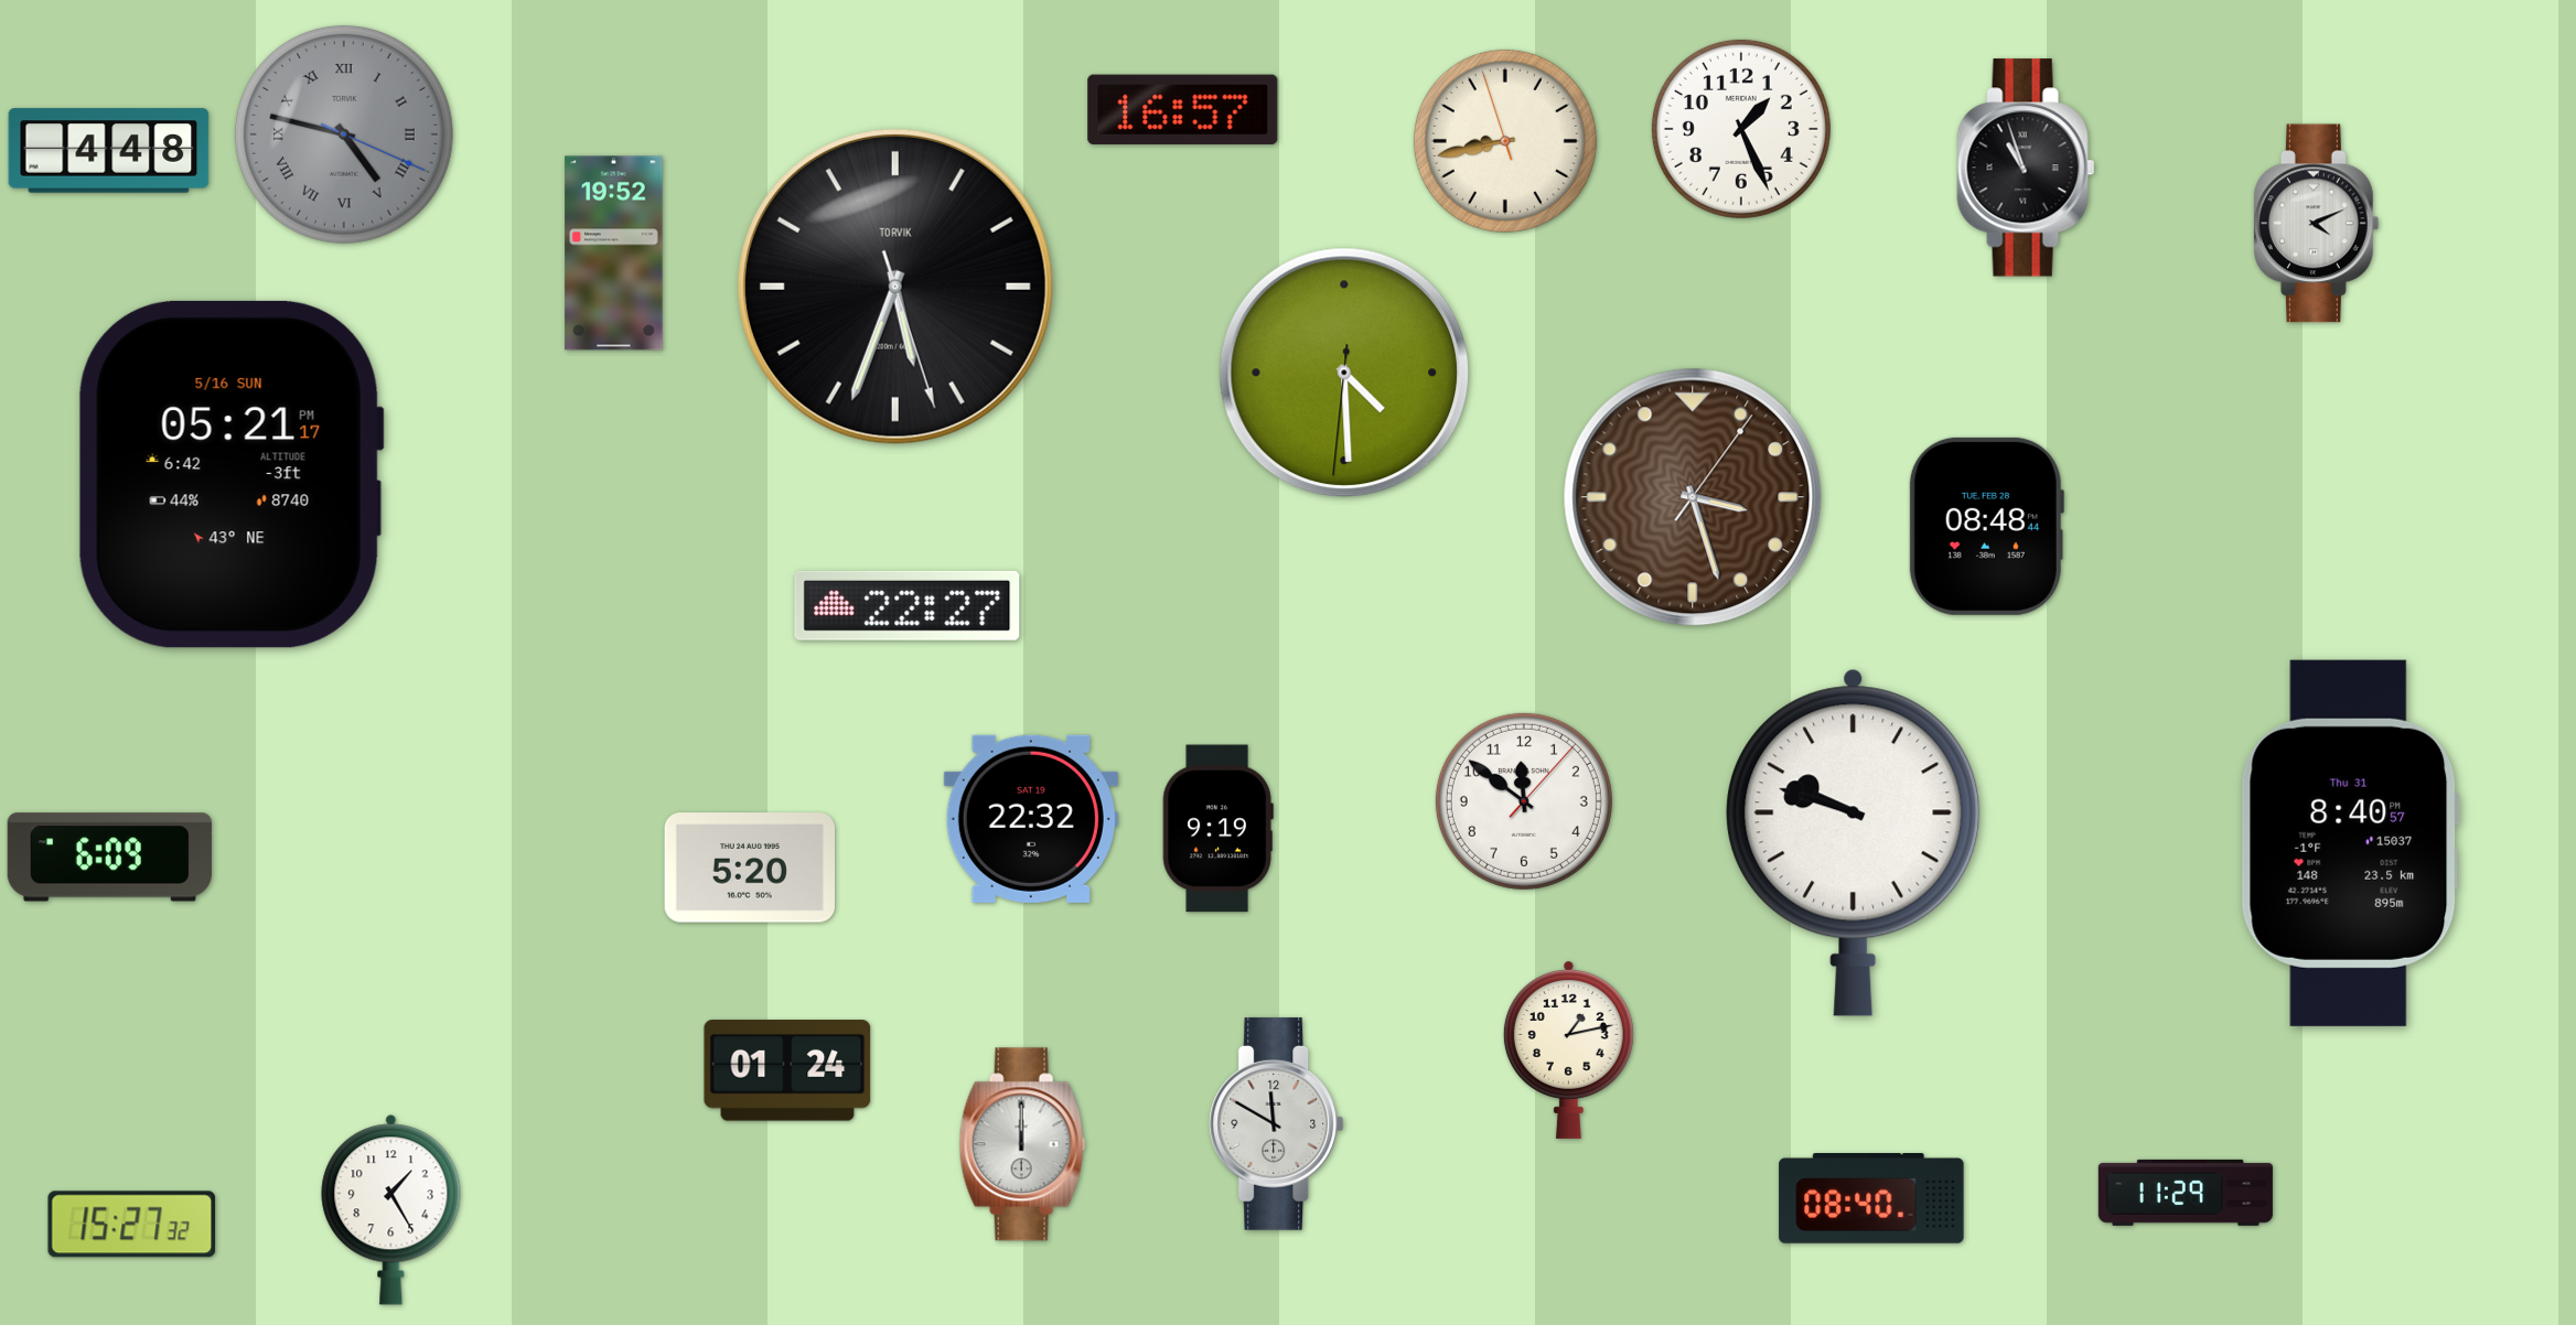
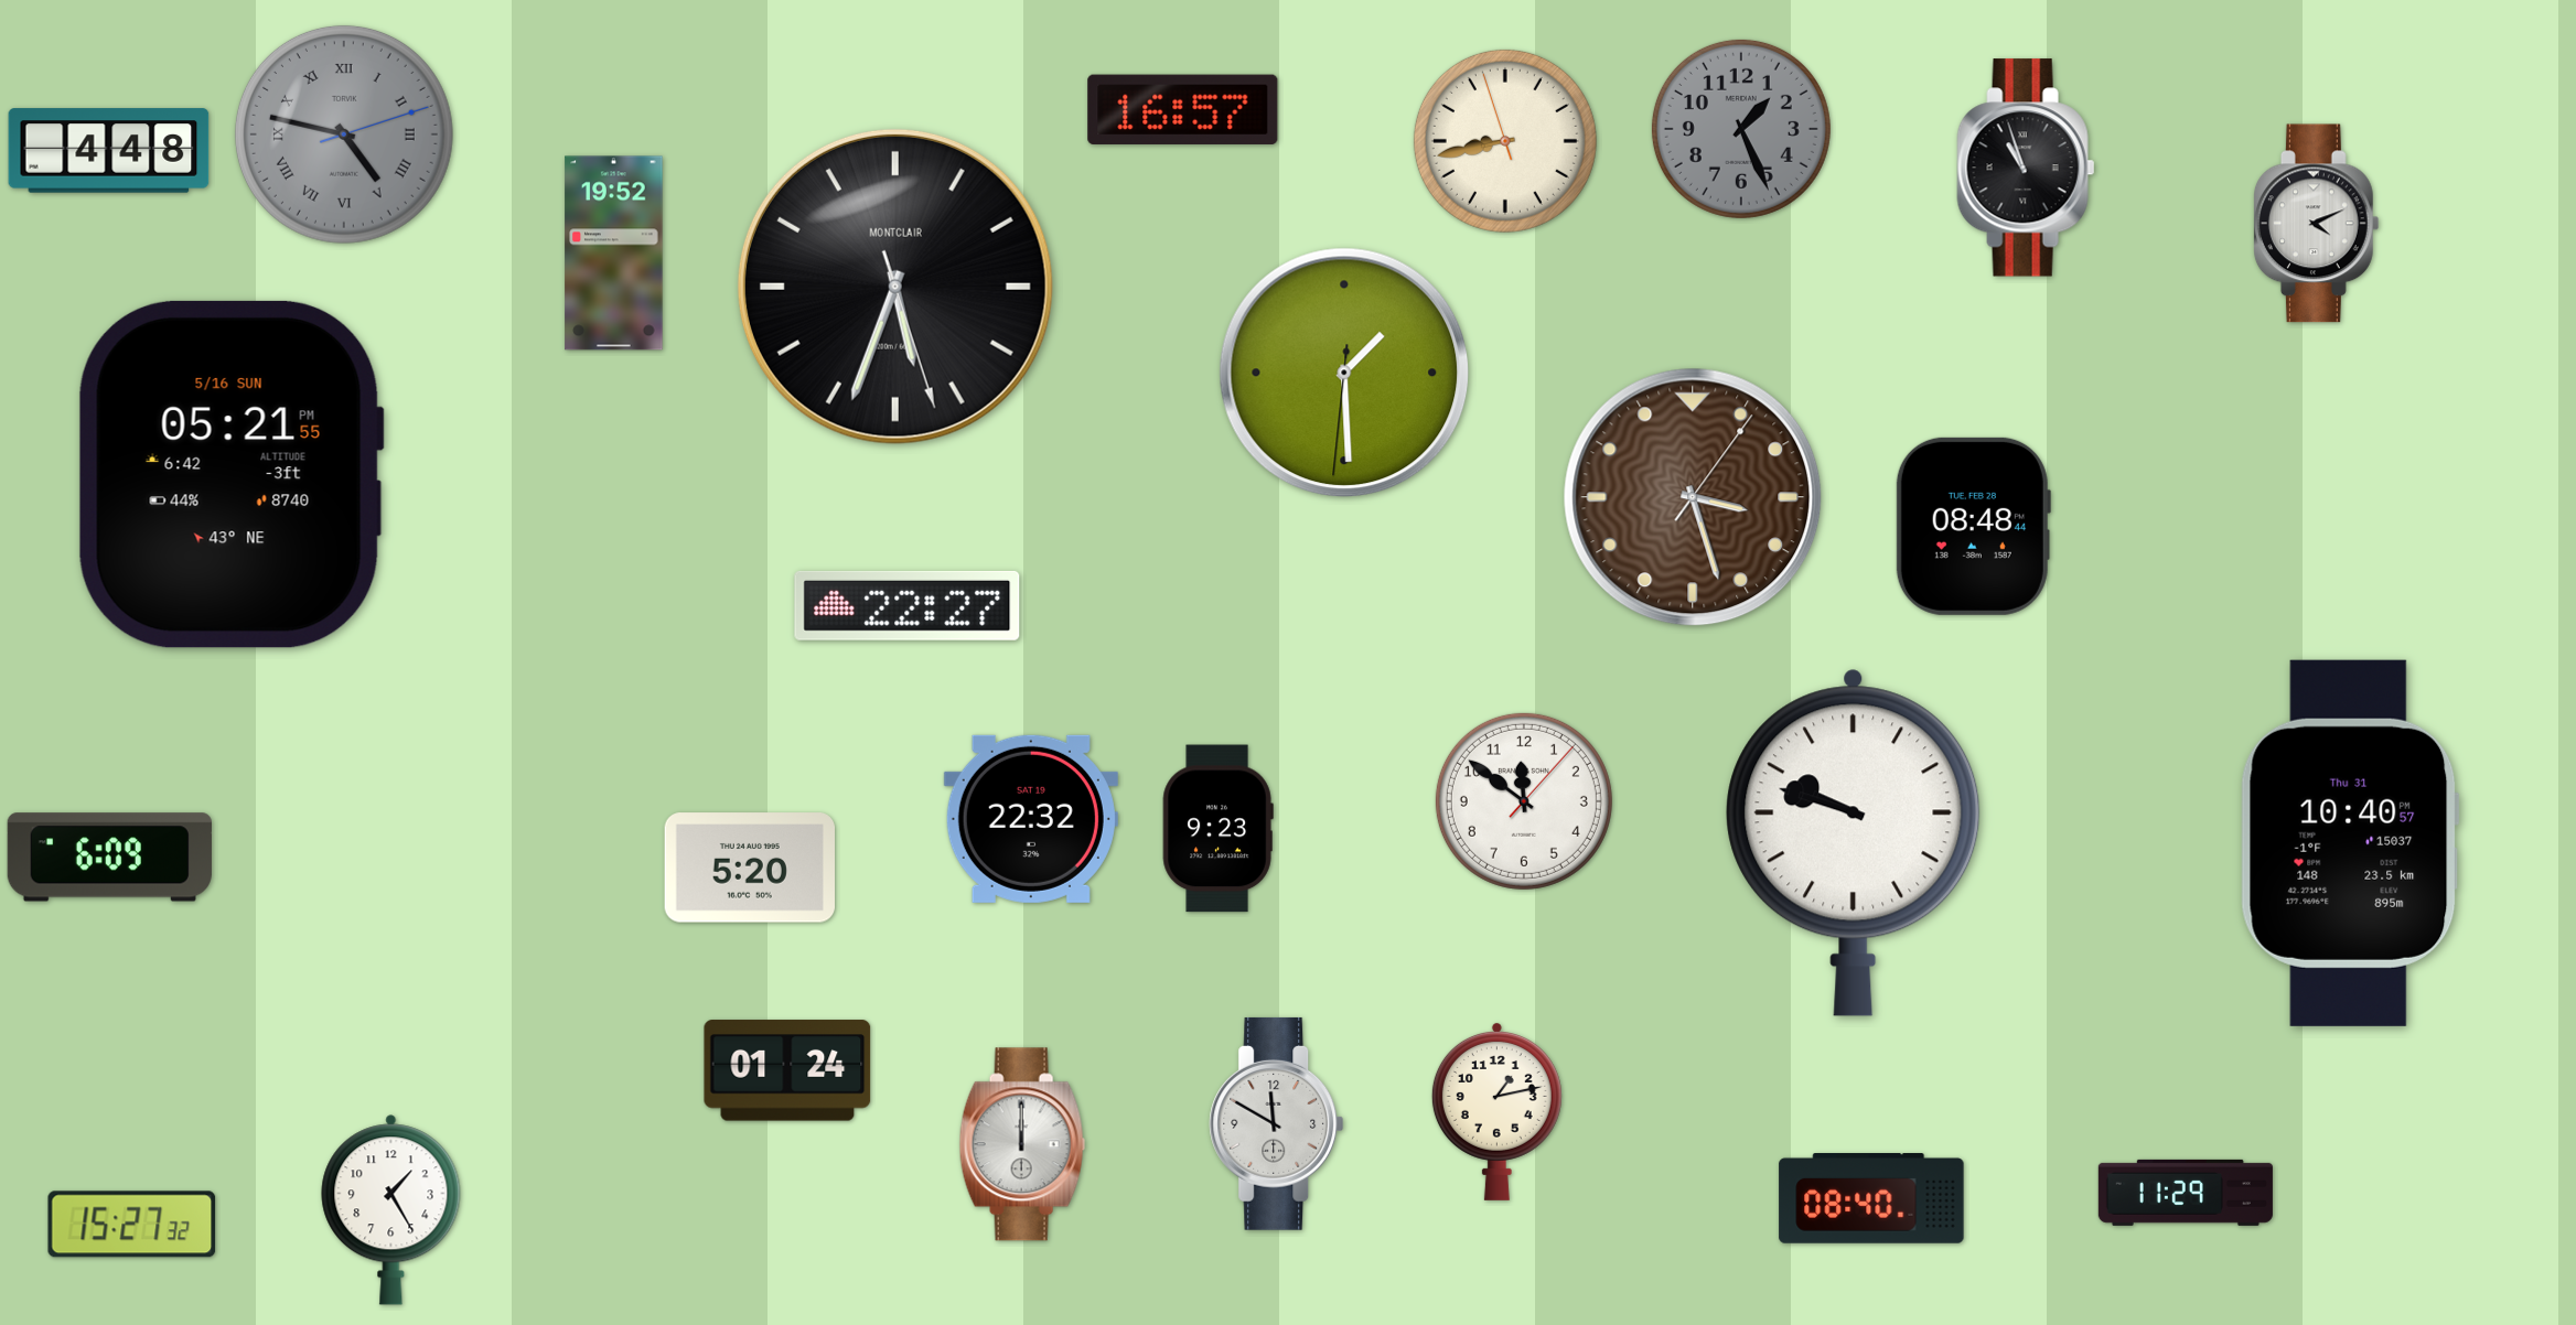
clock at (1741, 129) dial: white -> grey
clock at (344, 134): 4:47:19 -> 4:47:12
clock at (895, 287) brand: TORVIK -> MONTCLAIR
clock at (1344, 373): 4:29 -> 1:29
clock at (230, 474): 05:21:17 PM -> 05:21:55 PM
clock at (1986, 526) position: (1986, 526) -> (1973, 526)
clock at (1217, 829): 9:19 -> 9:23
clock at (2350, 843): 8:40 -> 10:40
clock at (1568, 1049) position: (1568, 1049) -> (1496, 1111)
